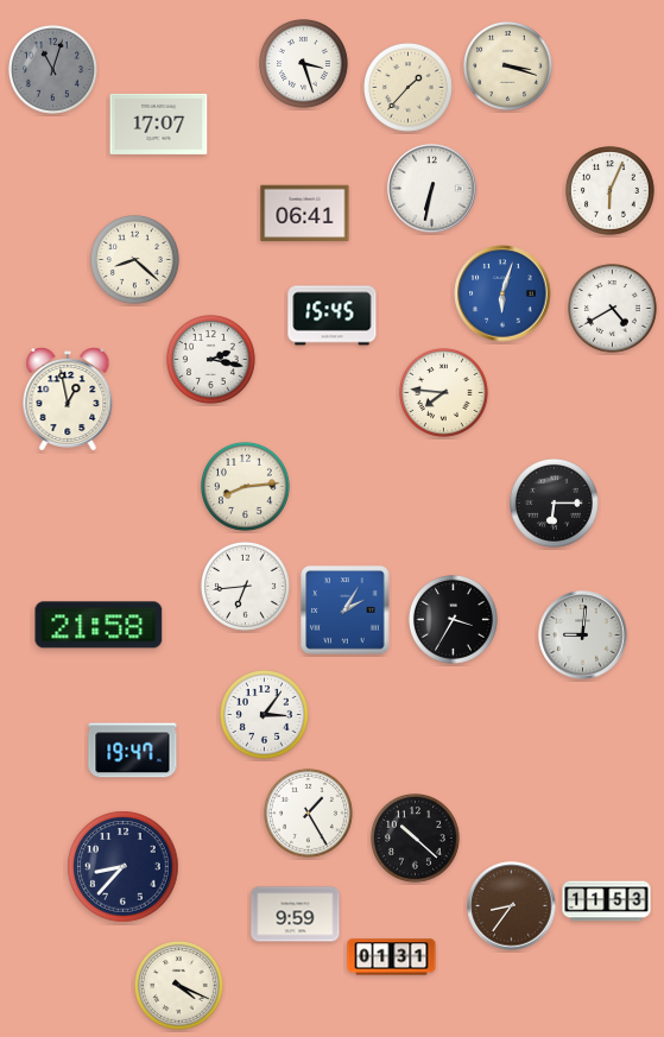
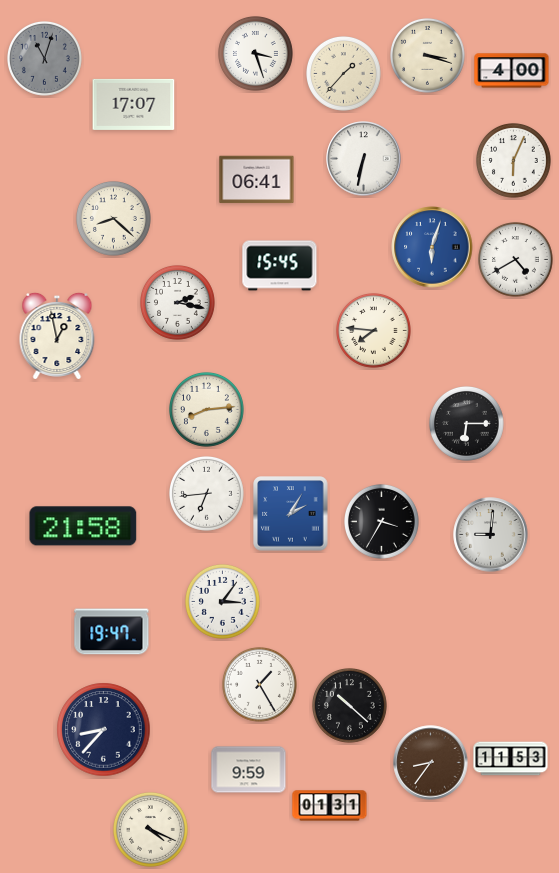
clock at (512, 71): none -> 4:00
clock at (502, 293) position: (502, 293) -> (432, 247)
